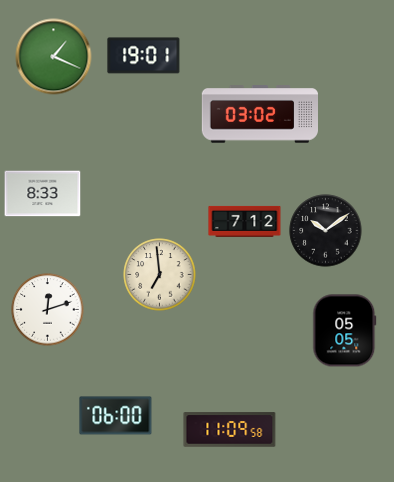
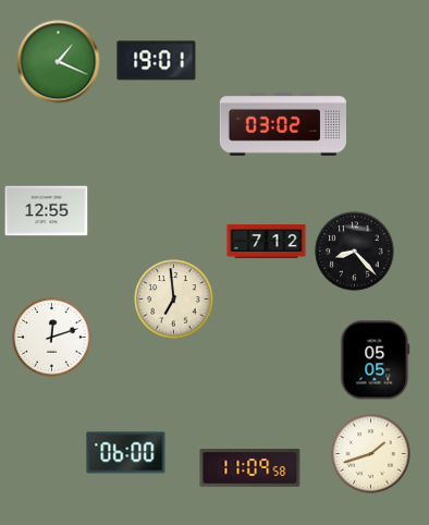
clock at (43, 194): 8:33 -> 12:55
clock at (326, 231): 10:09 -> 8:23
clock at (371, 454): none -> 1:42
